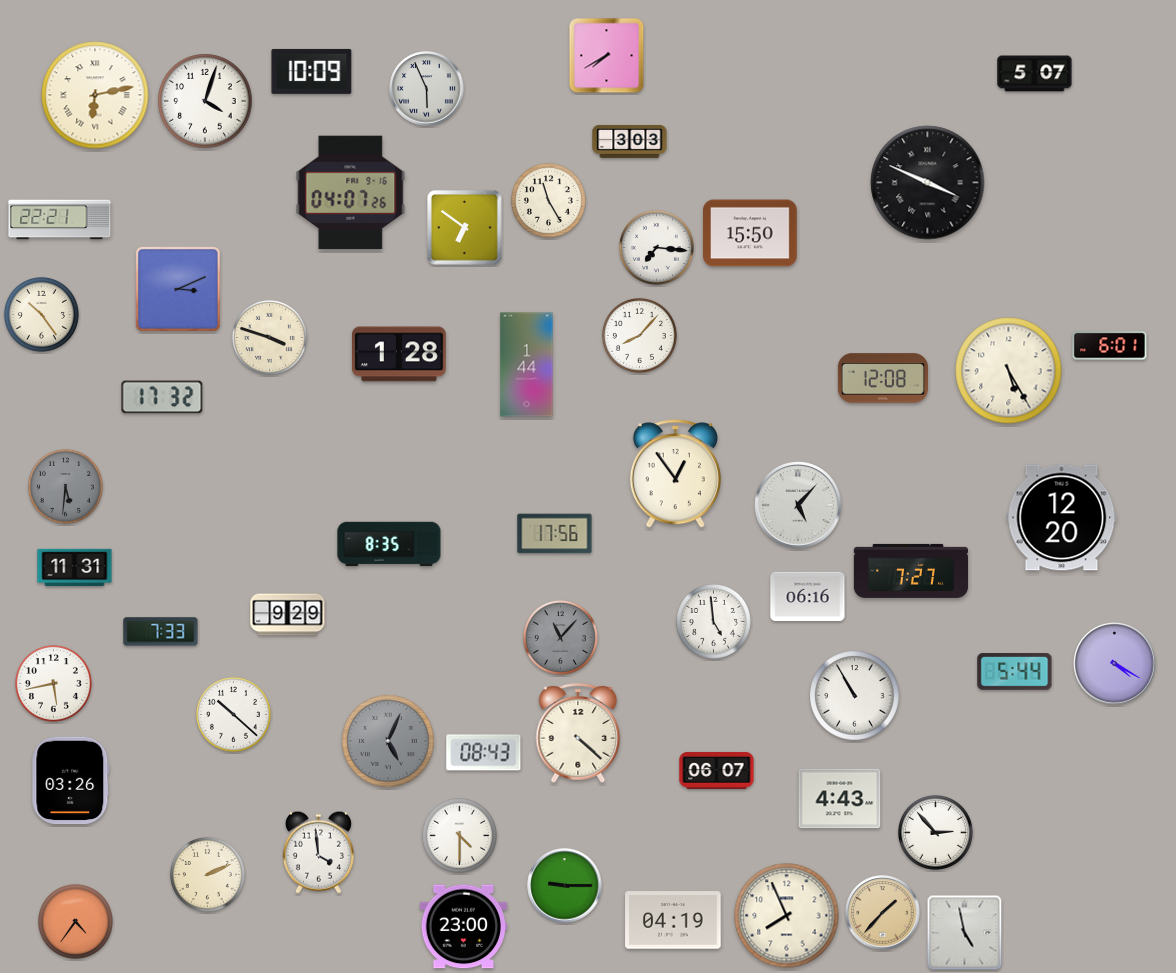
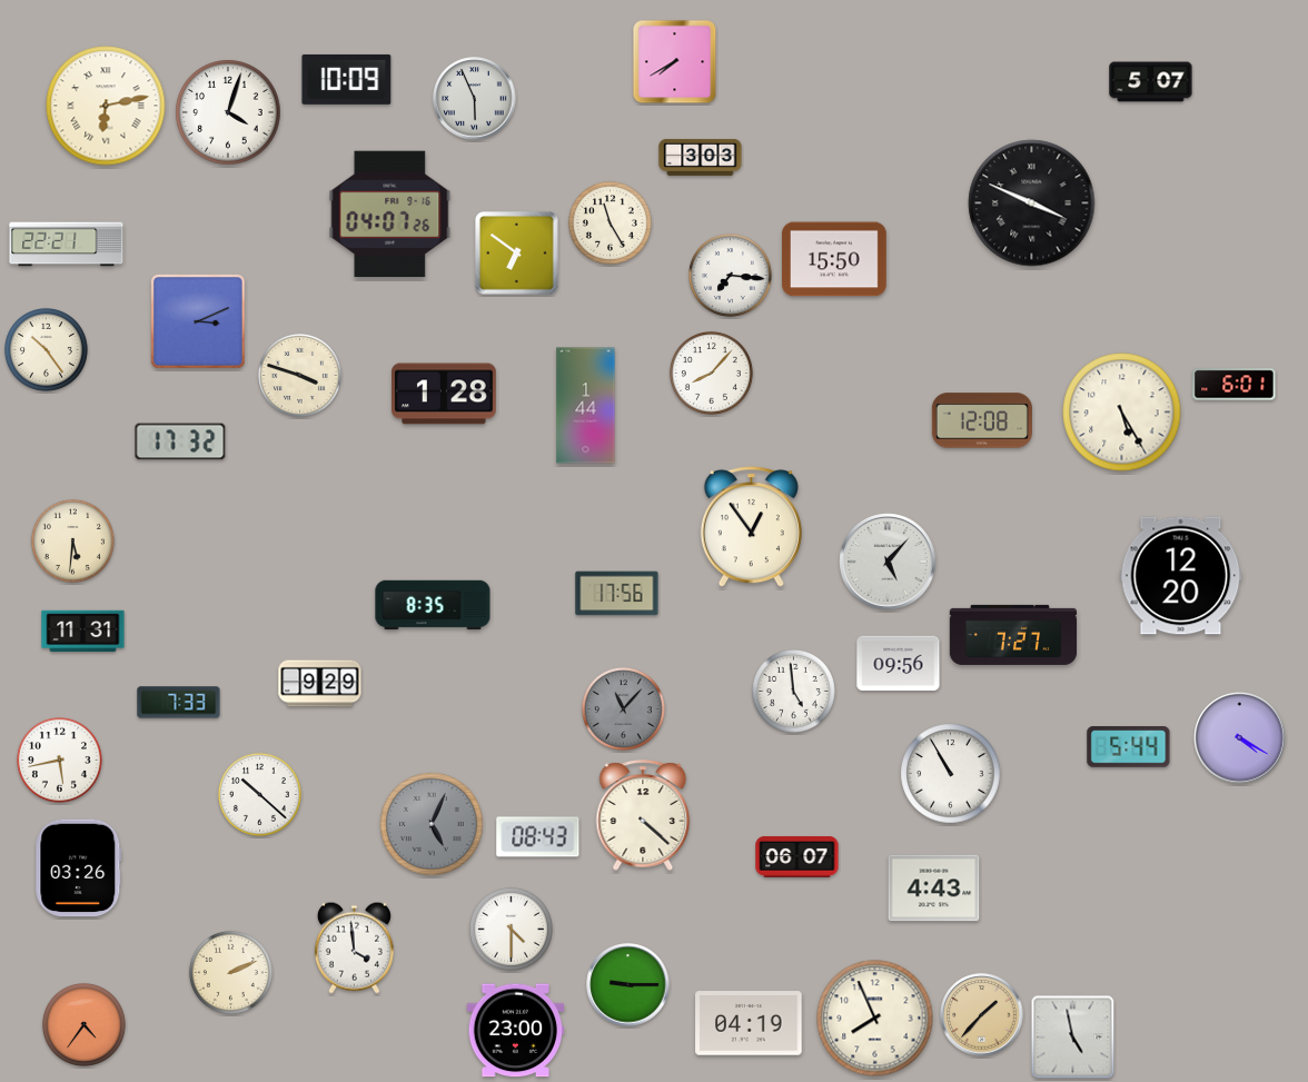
clock at (65, 486) dial: grey -> cream
clock at (808, 597): 06:16 -> 09:56
clock at (935, 832): 2:53 -> none
